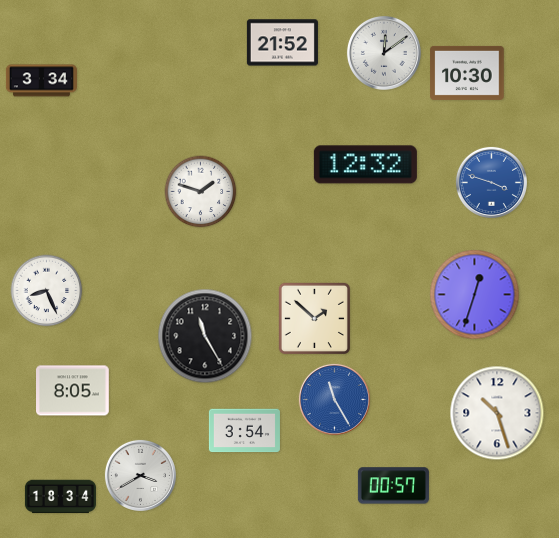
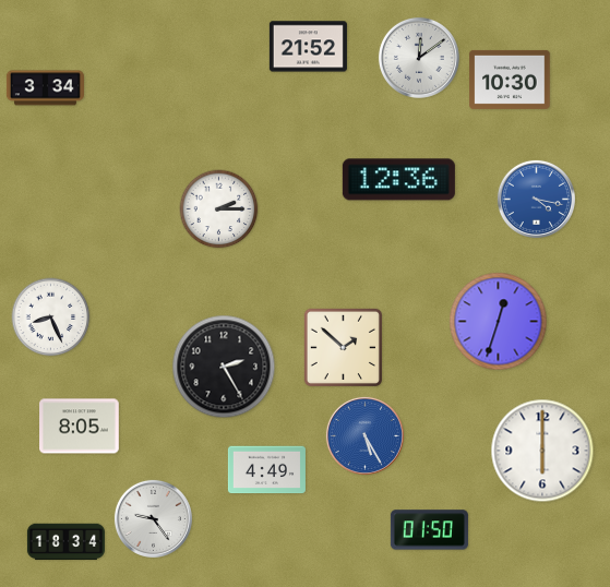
clock at (365, 165): 12:32 -> 12:36
clock at (491, 182): 3:48 -> 4:17
clock at (201, 192): 1:48 -> 2:15
clock at (475, 295) position: (475, 295) -> (499, 322)
clock at (205, 336): 11:25 -> 2:25
clock at (334, 399): 11:25 -> 5:25
clock at (497, 413): 10:27 -> 6:00
clock at (244, 431): 3:54 -> 4:49
clock at (140, 475): 3:40 -> 9:24
clock at (393, 486): 00:57 -> 01:50
